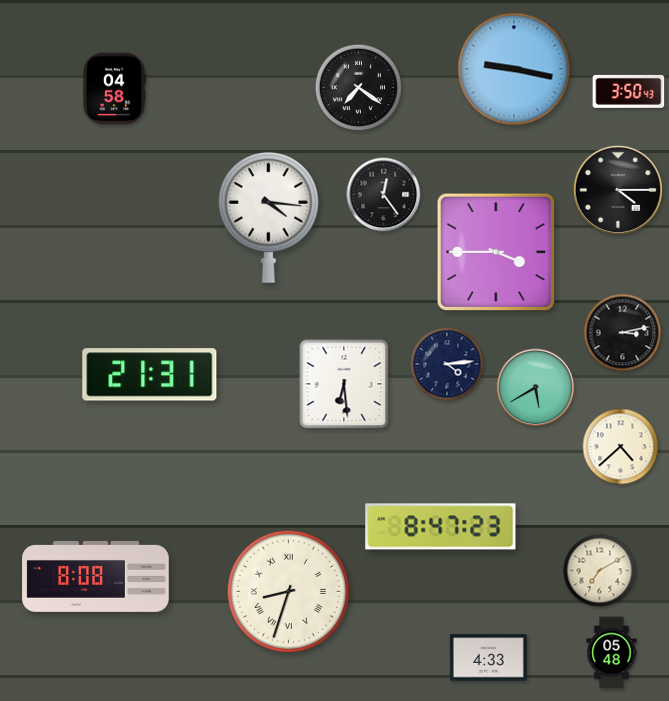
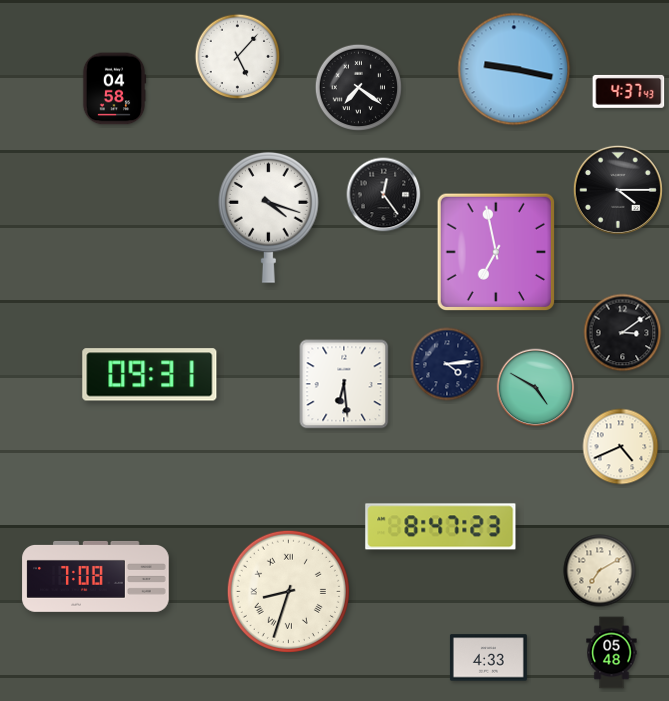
clock at (238, 57): none -> 5:07
clock at (629, 91): 3:50 -> 4:37
clock at (268, 217): 4:16 -> 4:18
clock at (495, 251): 3:45 -> 6:58
clock at (623, 333): 3:13 -> 3:09
clock at (150, 375): 21:31 -> 09:31
clock at (536, 388): 5:40 -> 4:50
clock at (621, 447): 4:38 -> 4:41
clock at (96, 576): 8:08 -> 7:08
